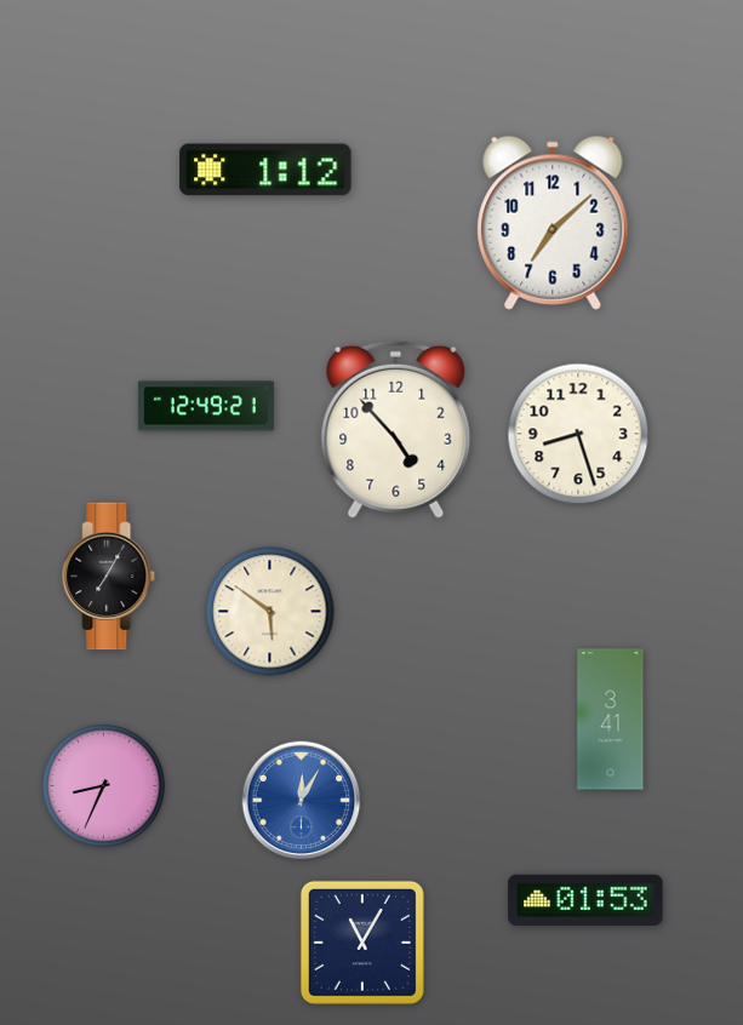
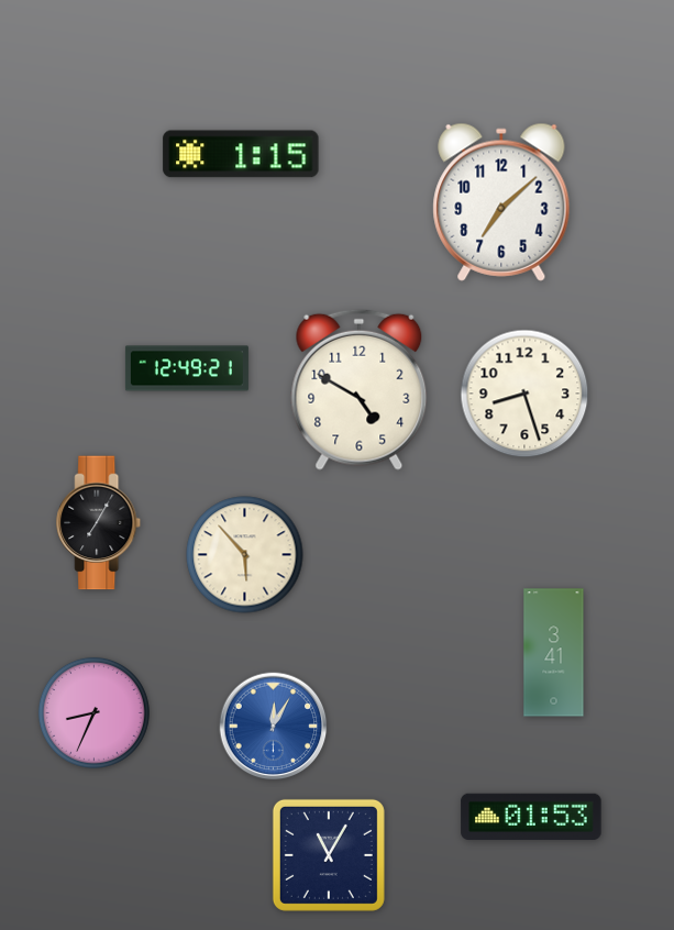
clock at (265, 170): 1:12 -> 1:15
clock at (396, 429): 4:53 -> 4:50
clock at (270, 612): 5:51 -> 5:53
